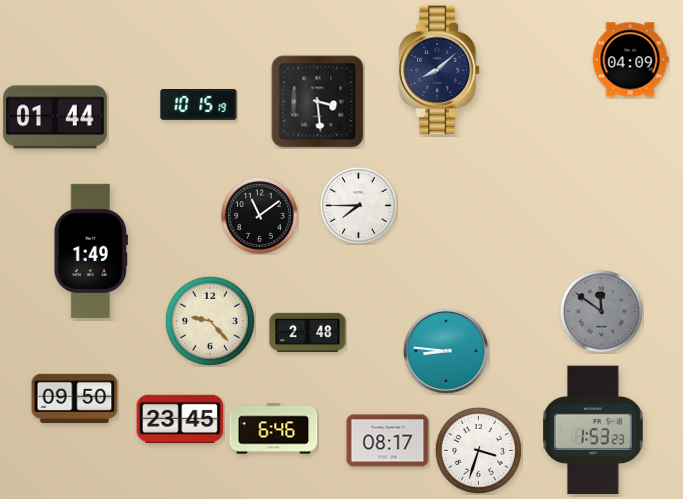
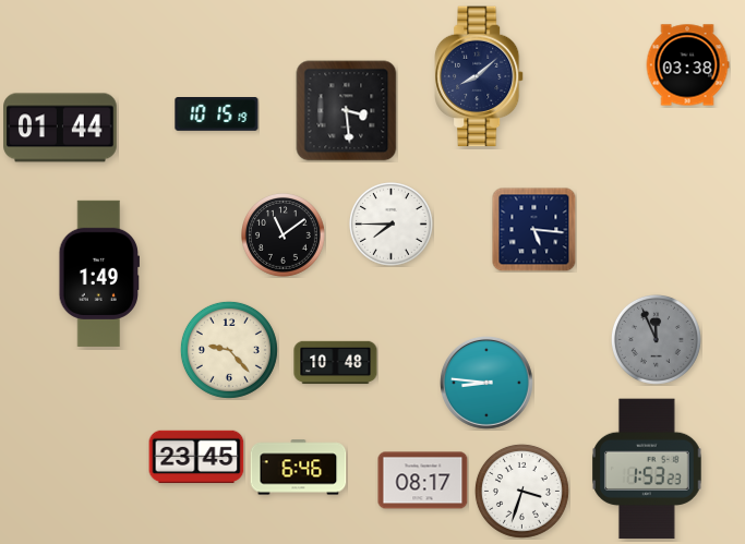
clock at (630, 60): 04:09 -> 03:38
clock at (533, 229): none -> 5:16
clock at (601, 311): 11:51 -> 11:56
clock at (308, 333): 2:48 -> 10:48
clock at (75, 398): 09:50 -> none
